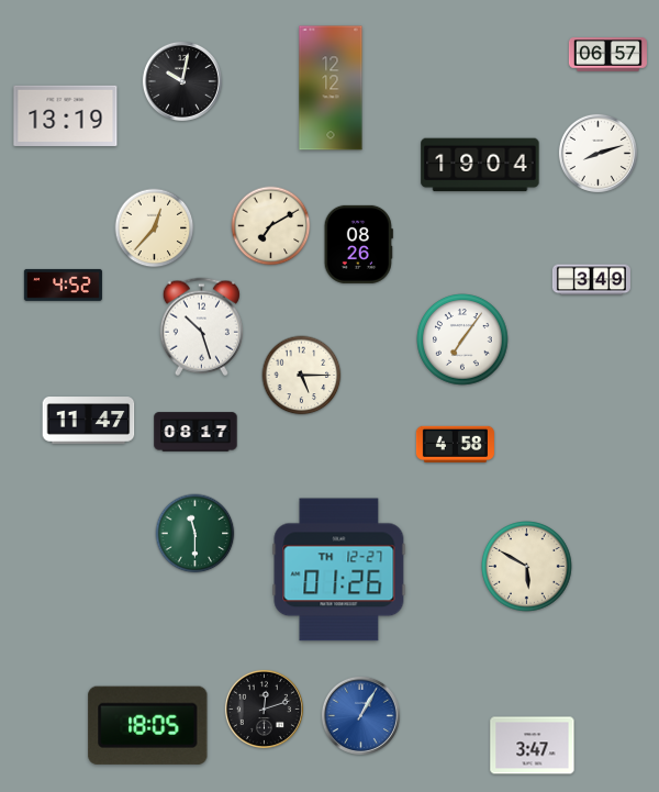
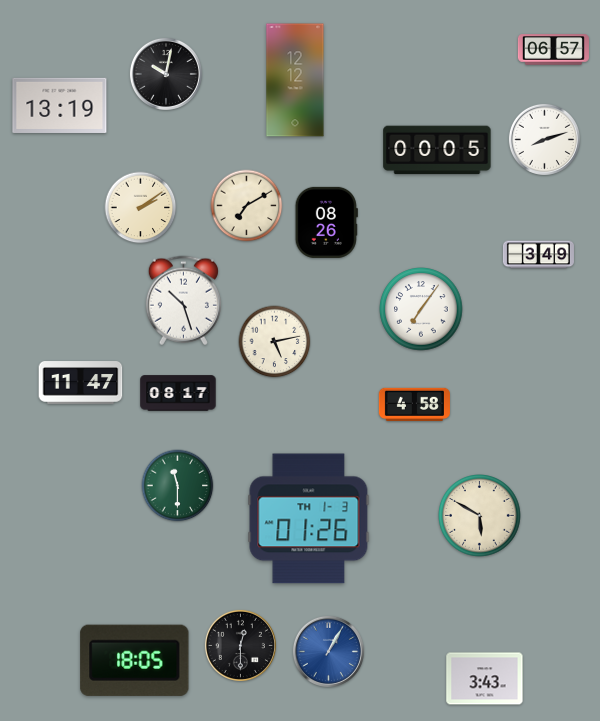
clock at (331, 88) position: (331, 88) -> (295, 80)
clock at (480, 165): 19:04 -> 00:05
clock at (155, 228): 12:37 -> 2:09
clock at (63, 285): 4:52 -> none
clock at (201, 327) position: (201, 327) -> (183, 301)
clock at (302, 376): 5:15 -> 5:13
clock at (339, 570) date: TH 12-27 -> TH 1-3
clock at (264, 709): 12:12 -> 12:30
clock at (533, 746): 3:47 -> 3:43
